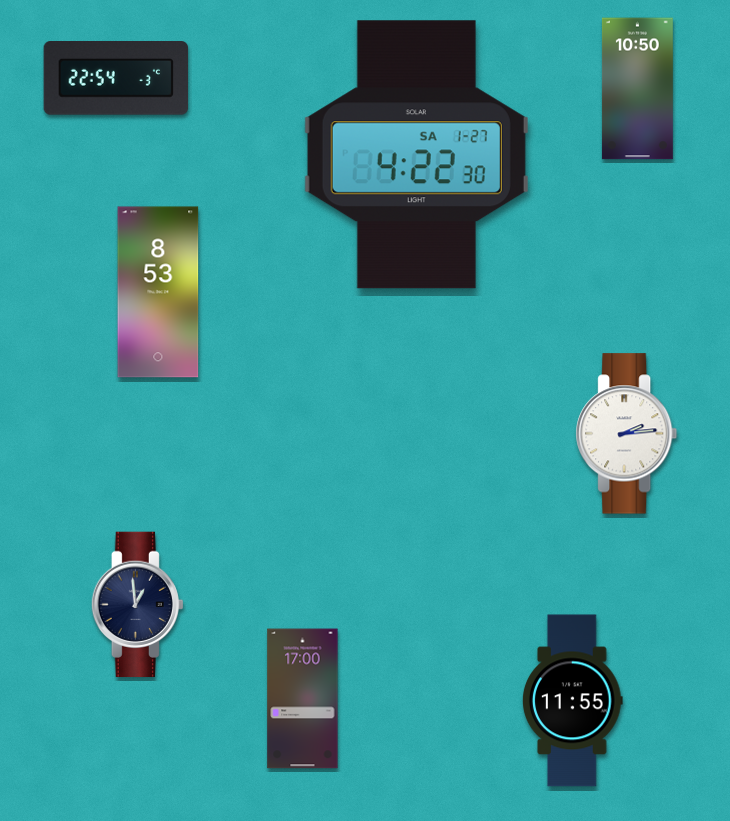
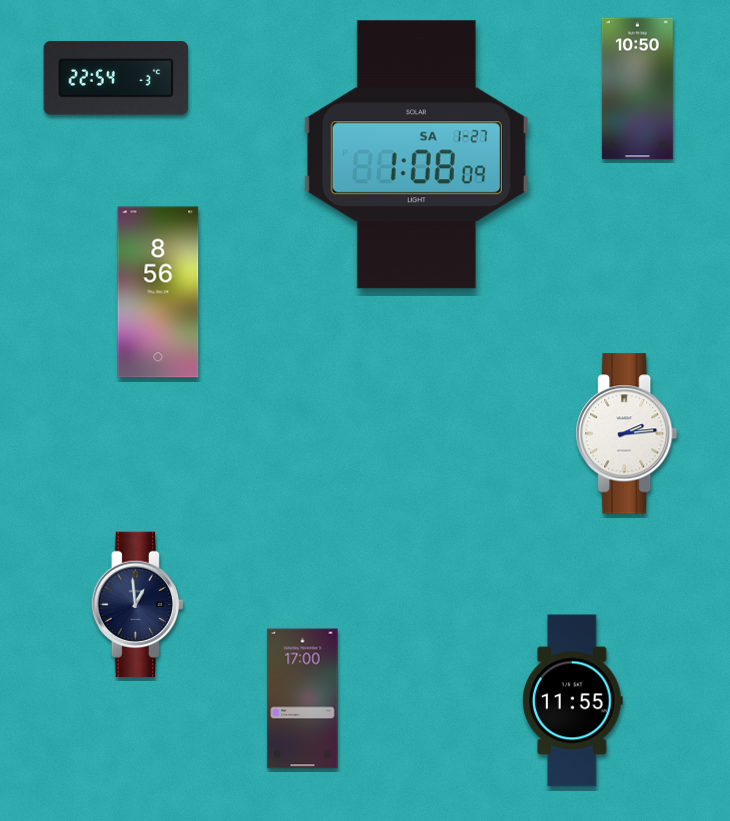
clock at (416, 155): 4:22 -> 1:08
clock at (158, 292): 8:53 -> 8:56
